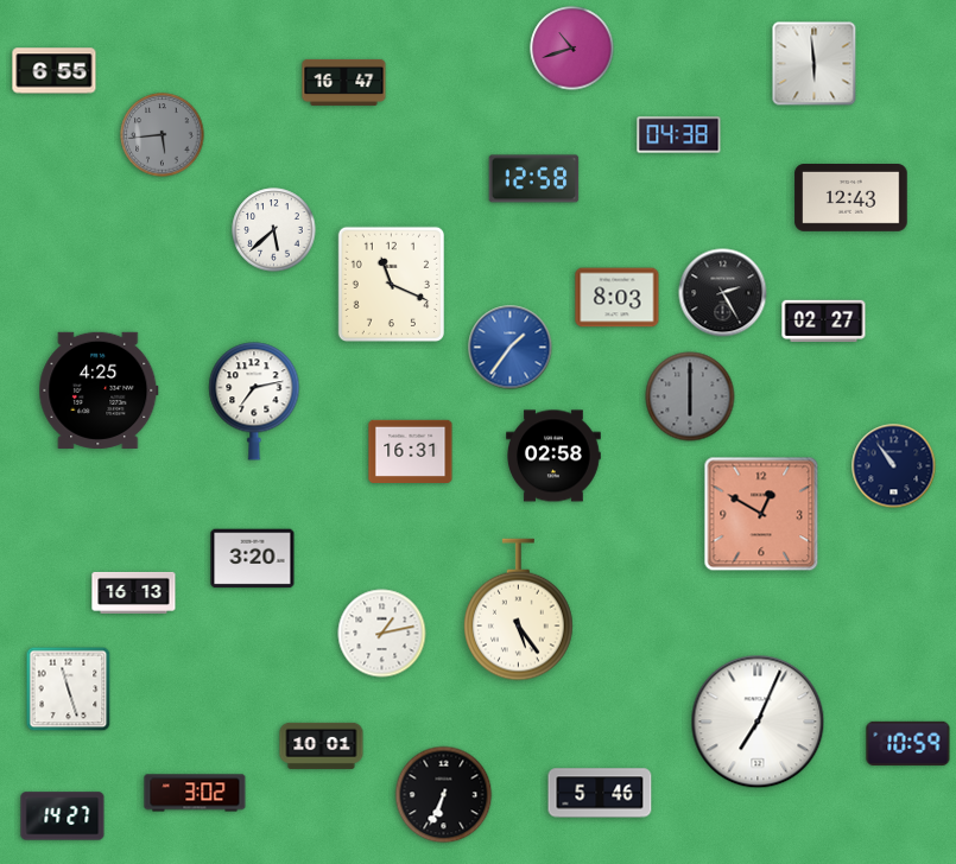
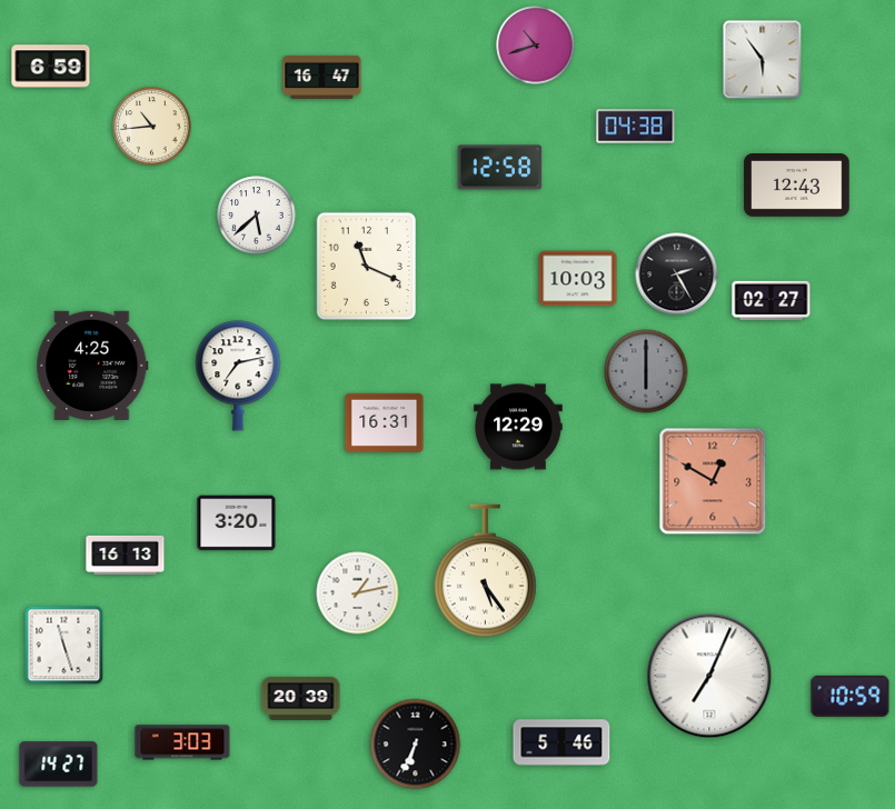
clock at (815, 64): 5:59 -> 5:54
clock at (55, 71): 6:55 -> 6:59
clock at (163, 135): 5:44 -> 10:44
clock at (163, 135) dial: grey -> cream
clock at (618, 298): 8:03 -> 10:03
clock at (511, 348): 1:36 -> none
clock at (553, 456): 02:58 -> 12:29
clock at (894, 466): 10:54 -> none
clock at (322, 745): 10:01 -> 20:39
clock at (195, 793): 3:02 -> 3:03
